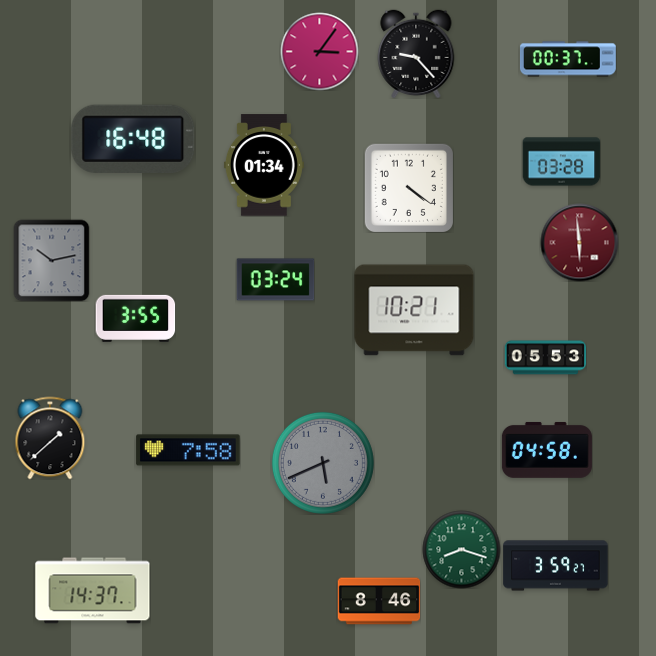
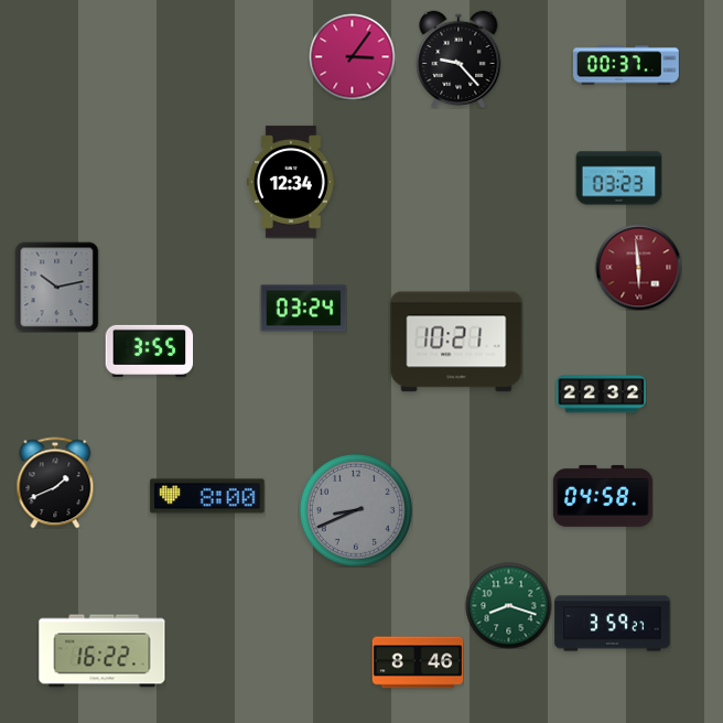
clock at (133, 139): 16:48 -> none
clock at (561, 162): 03:28 -> 03:23
clock at (264, 165): 01:34 -> 12:34
clock at (409, 188): 4:21 -> none
clock at (545, 358): 05:53 -> 22:32
clock at (50, 438): 1:38 -> 1:41
clock at (188, 450): 7:58 -> 8:00
clock at (323, 463): 5:41 -> 8:41
clock at (93, 591): 14:37 -> 16:22
